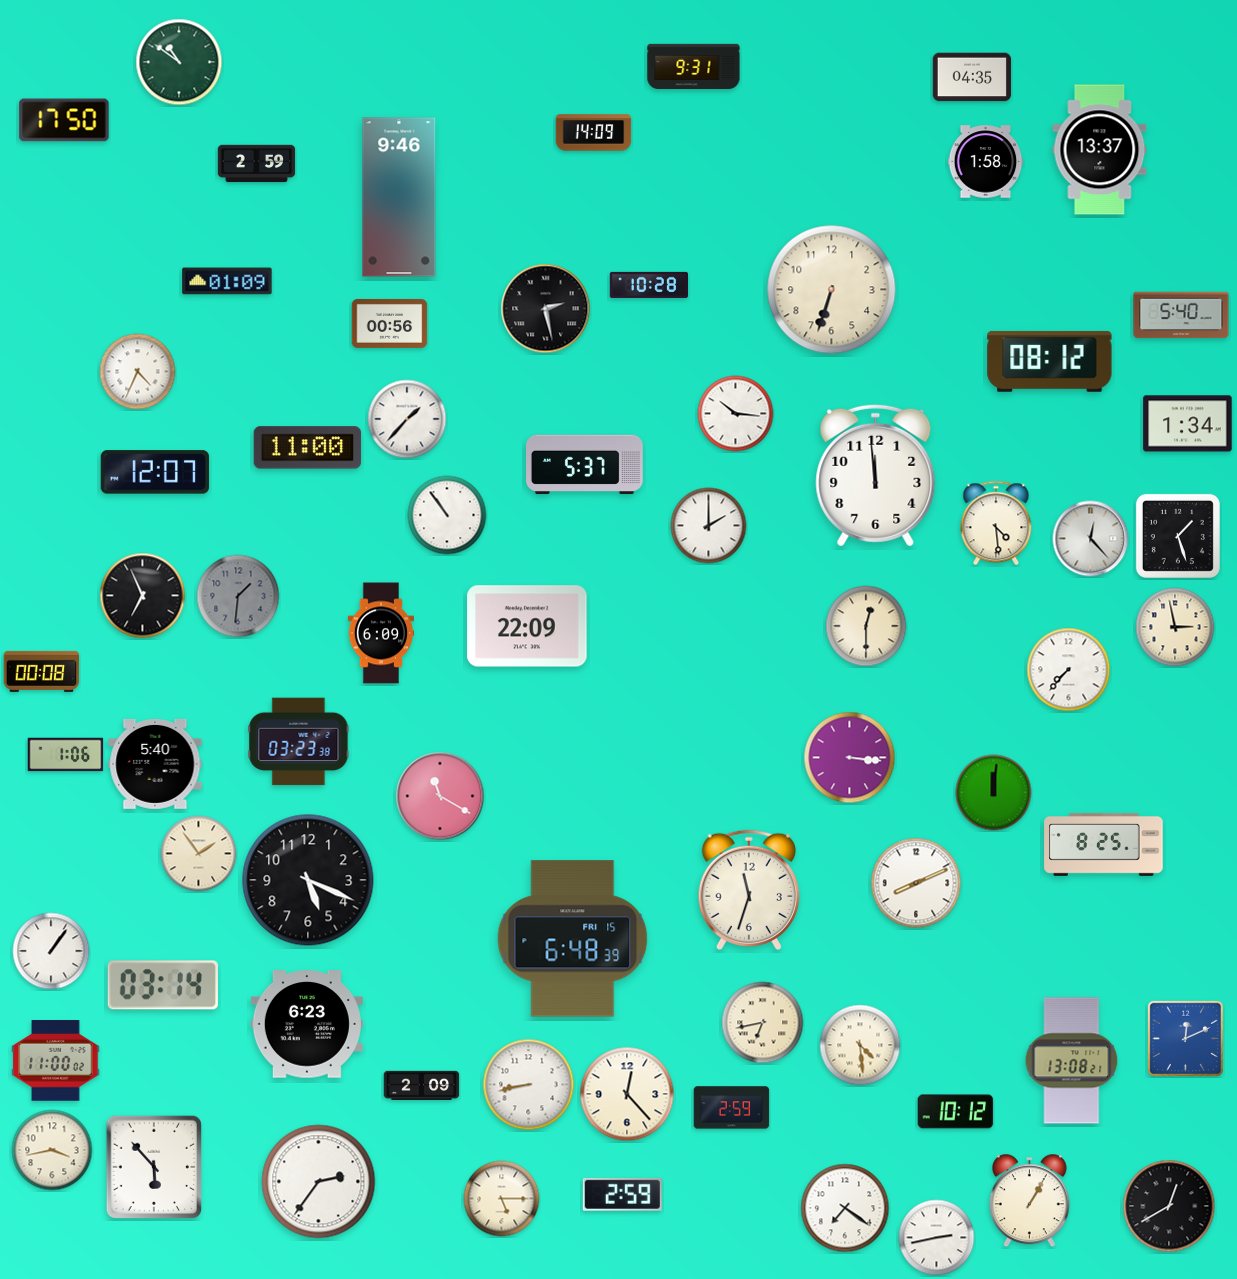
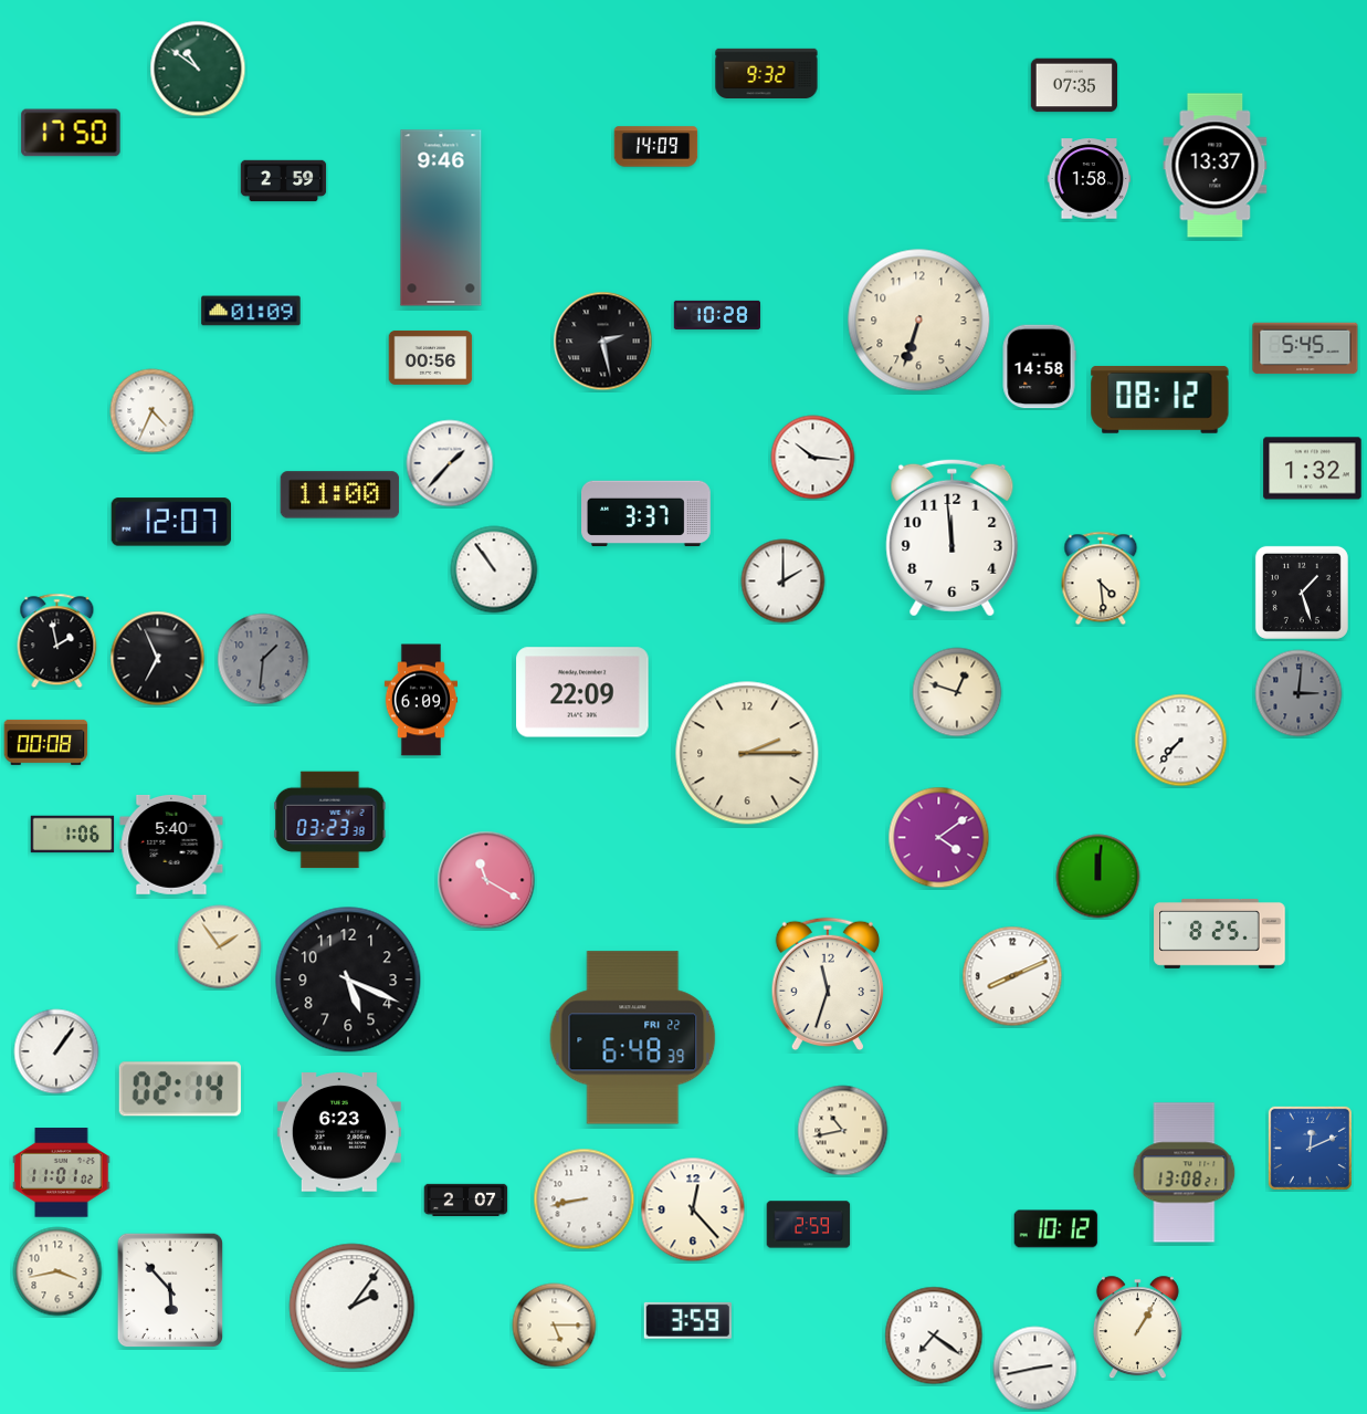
clock at (694, 66): 9:31 -> 9:32
clock at (971, 77): 04:35 -> 07:35
clock at (1181, 315): 5:40 -> 5:45
clock at (1039, 367): none -> 14:58
clock at (1188, 424): 1:34 -> 1:32
clock at (585, 465): 5:37 -> 3:37
clock at (876, 475) position: (876, 475) -> (953, 537)
clock at (1091, 539): 12:23 -> none
clock at (57, 641): none -> 1:58
clock at (866, 626): 12:30 -> 12:48
clock at (1175, 627): 2:58 -> 3:01
clock at (1175, 627) dial: cream -> grey
clock at (747, 753): none -> 2:15
clock at (850, 758): 3:16 -> 4:09
clock at (199, 854) position: (199, 854) -> (220, 947)
clock at (308, 880) position: (308, 880) -> (348, 980)
clock at (573, 939) date: FRI 15 -> FRI 22
clock at (163, 985): 03:14 -> 02:14
clock at (763, 1023): 6:43 -> 10:43
clock at (860, 1045): 4:29 -> none
clock at (56, 1061): 11:00 -> 11:01
clock at (422, 1086): 2:09 -> 2:07
clock at (319, 1182): 2:36 -> 2:06
clock at (622, 1194): 2:59 -> 3:59
clock at (1169, 1206): 12:40 -> none
